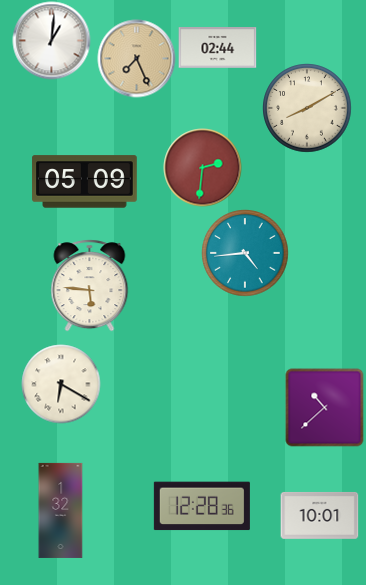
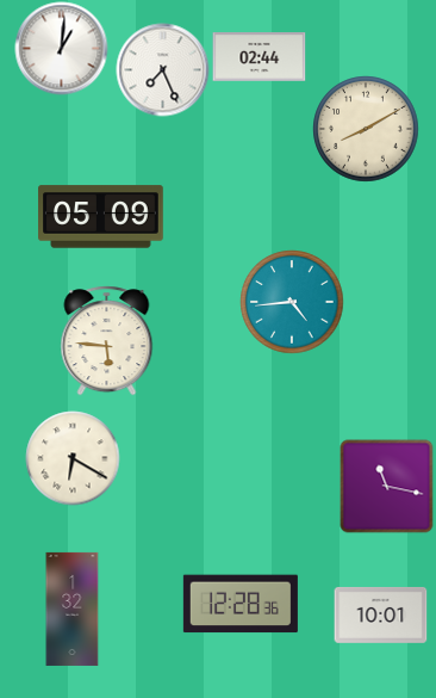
clock at (136, 58) dial: champagne -> white
clock at (202, 167): 2:31 -> none
clock at (324, 407): 10:38 -> 11:17
